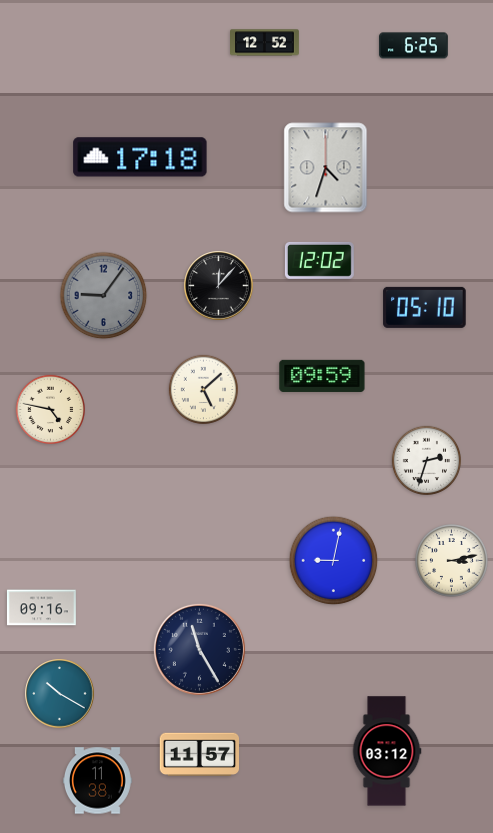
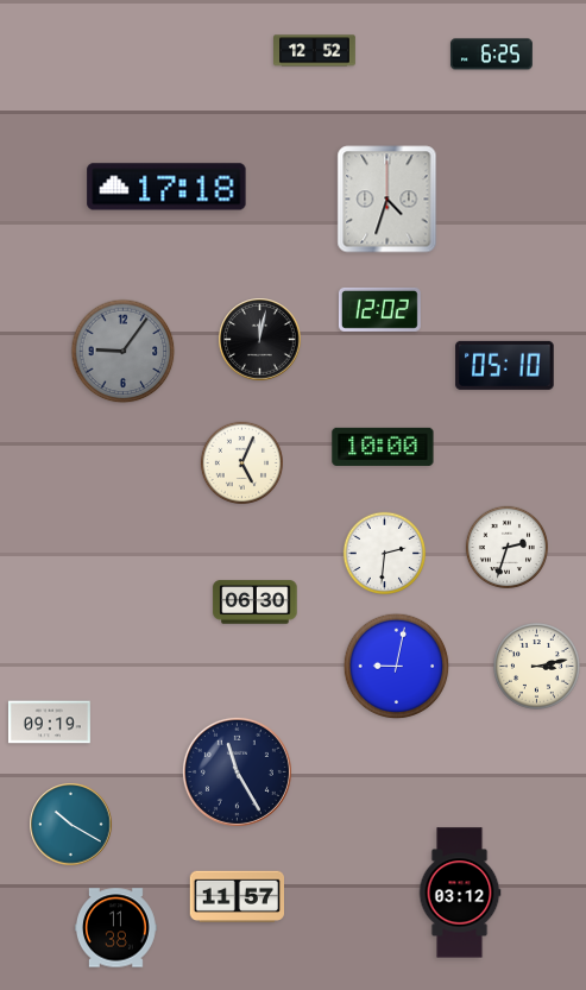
clock at (219, 286): 12:07 -> 12:02
clock at (322, 376): 09:59 -> 10:00
clock at (203, 389): 5:08 -> 5:04
clock at (50, 409): 4:47 -> none
clock at (384, 553): none -> 2:31
clock at (256, 603): none -> 06:30
clock at (41, 608): 09:16 -> 09:19
